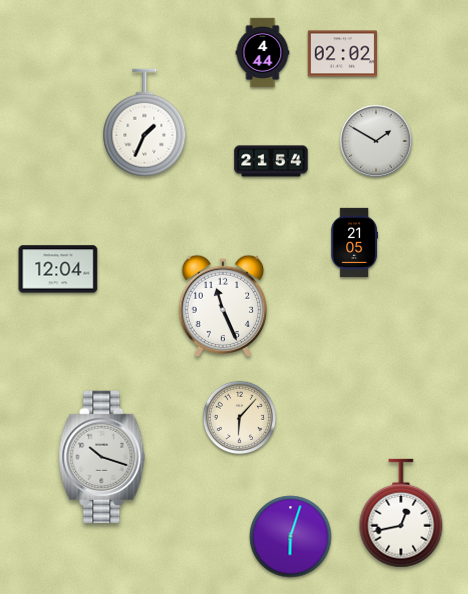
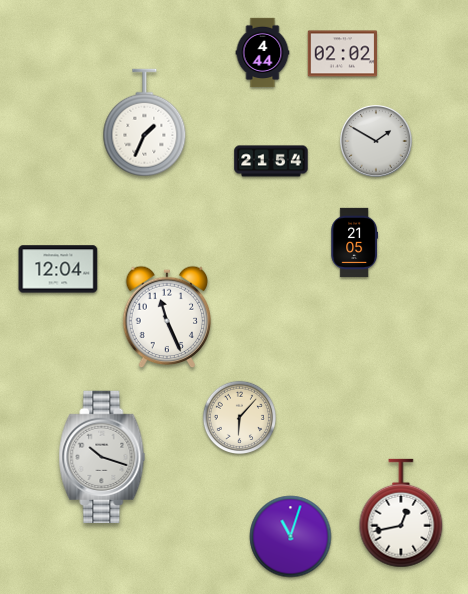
clock at (223, 306) position: (223, 306) -> (167, 317)
clock at (291, 537): 6:03 -> 11:03
